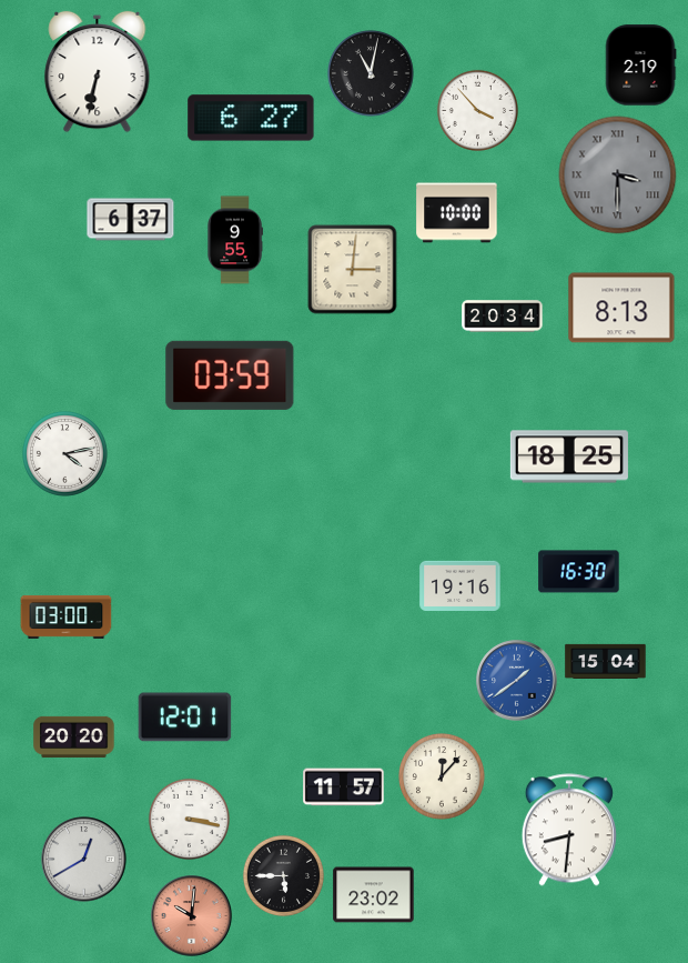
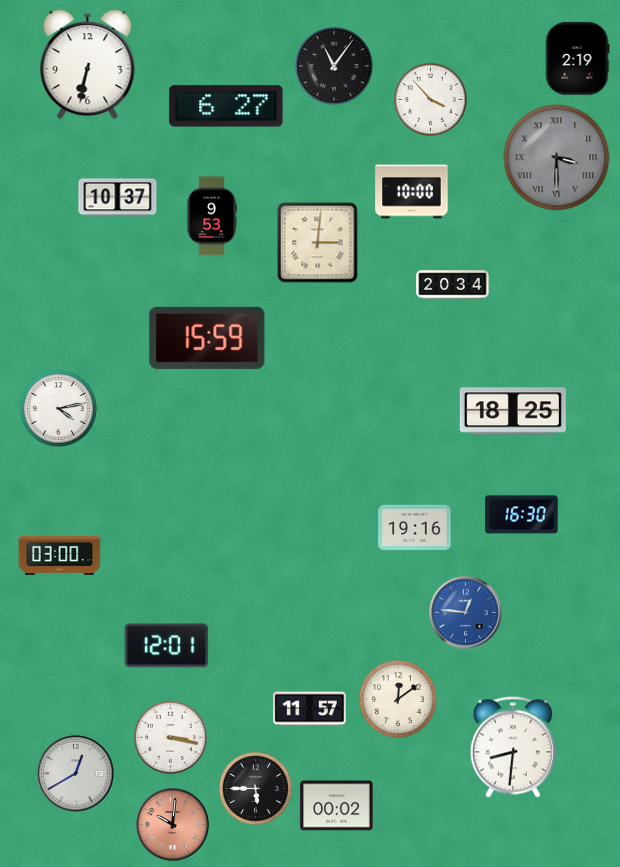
clock at (371, 73): 11:02 -> 11:06
clock at (131, 220): 6:37 -> 10:37
clock at (235, 240): 9:55 -> 9:53
clock at (621, 308): 8:13 -> none
clock at (230, 375): 03:59 -> 15:59
clock at (606, 661): 15:04 -> none
clock at (517, 681): 1:39 -> 12:46
clock at (74, 736): 20:20 -> none
clock at (442, 776): 12:07 -> 12:09
clock at (374, 895): 23:02 -> 00:02
